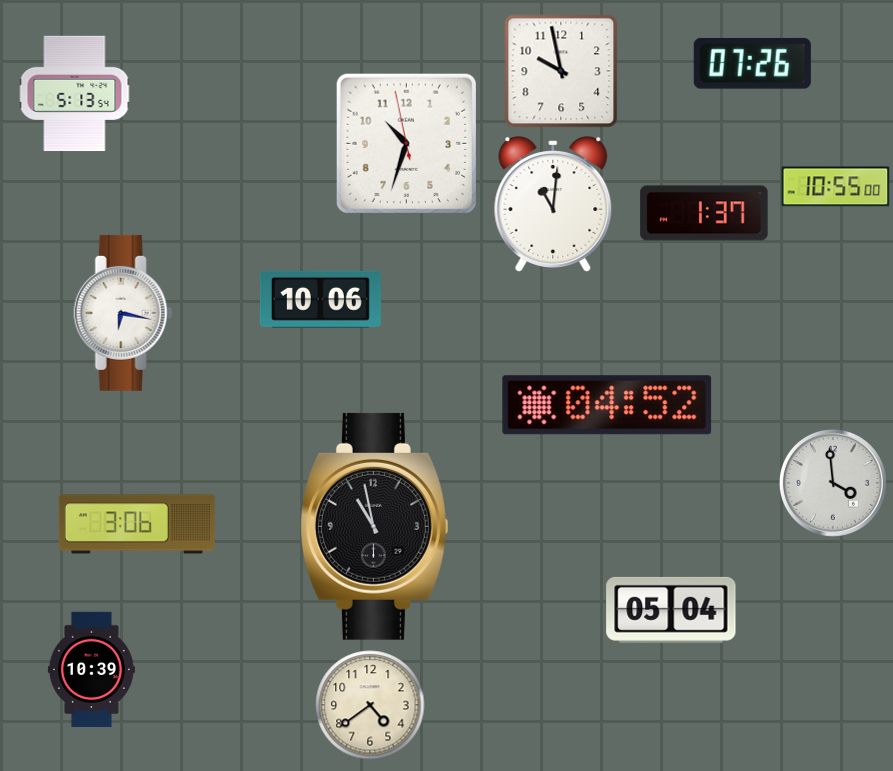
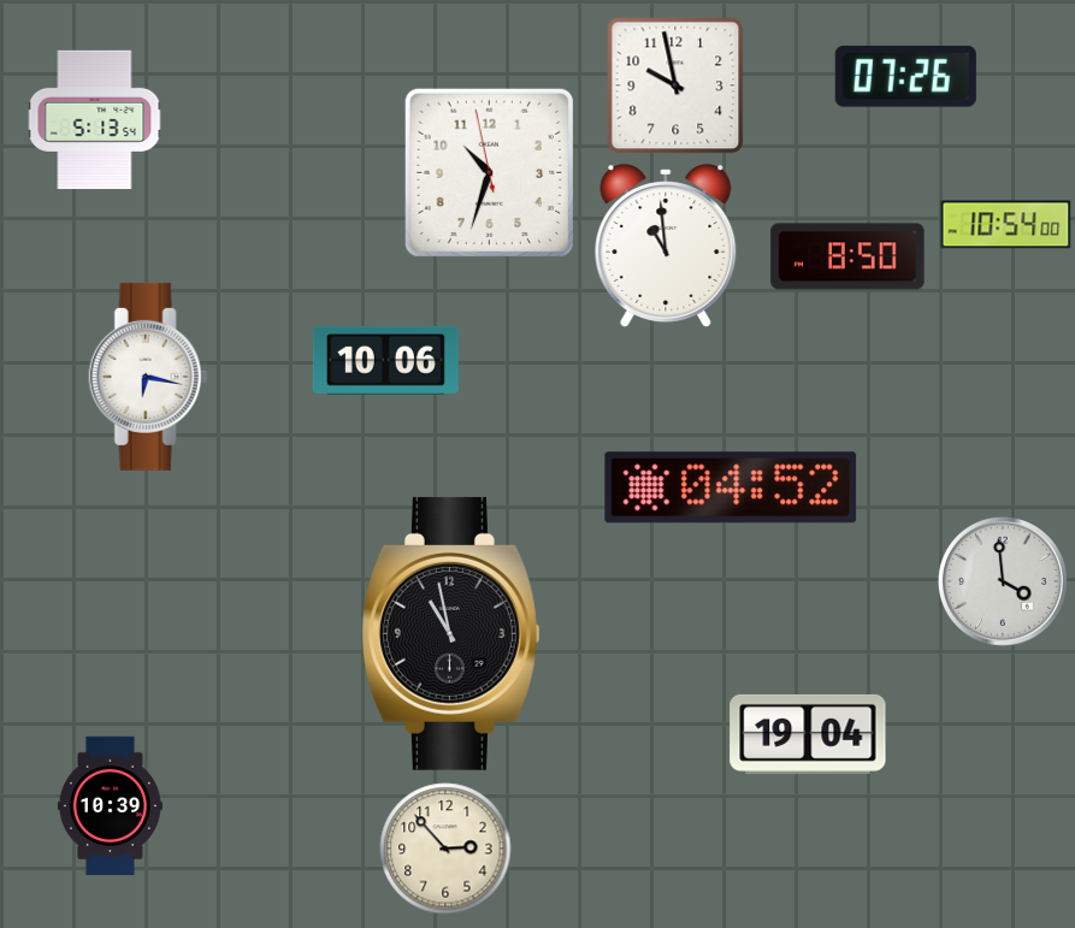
clock at (75, 94) position: (75, 94) -> (95, 120)
clock at (836, 187): 10:55 -> 10:54
clock at (553, 205): 11:01 -> 10:59
clock at (704, 213): 1:37 -> 8:50
clock at (137, 524): 3:06 -> none
clock at (671, 610): 05:04 -> 19:04
clock at (370, 705): 4:39 -> 2:53
